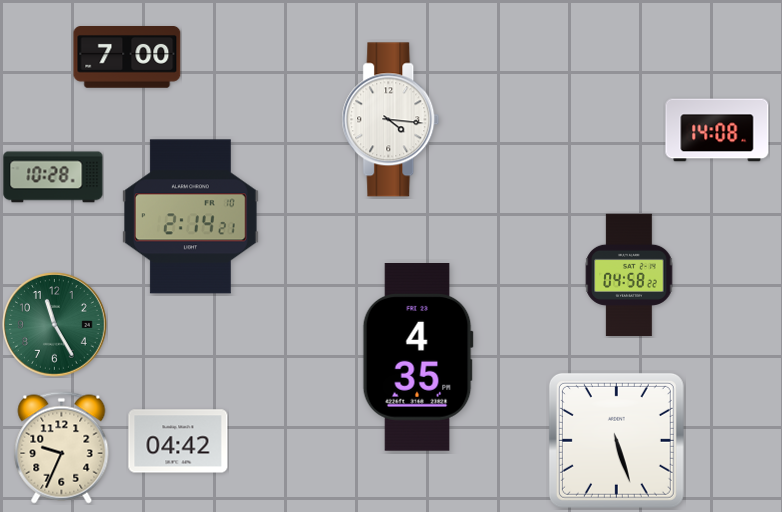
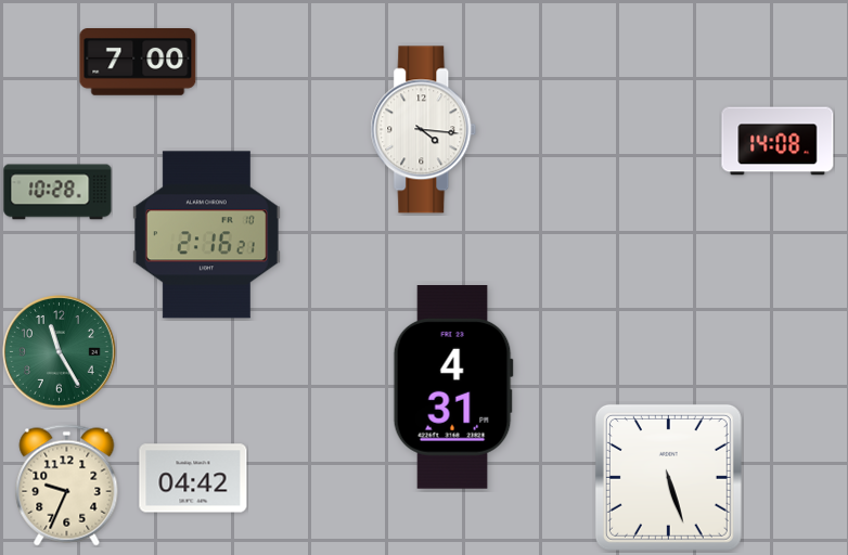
clock at (191, 217): 2:14 -> 2:16
clock at (629, 275): 04:58 -> none
clock at (418, 358): 4:35 -> 4:31
